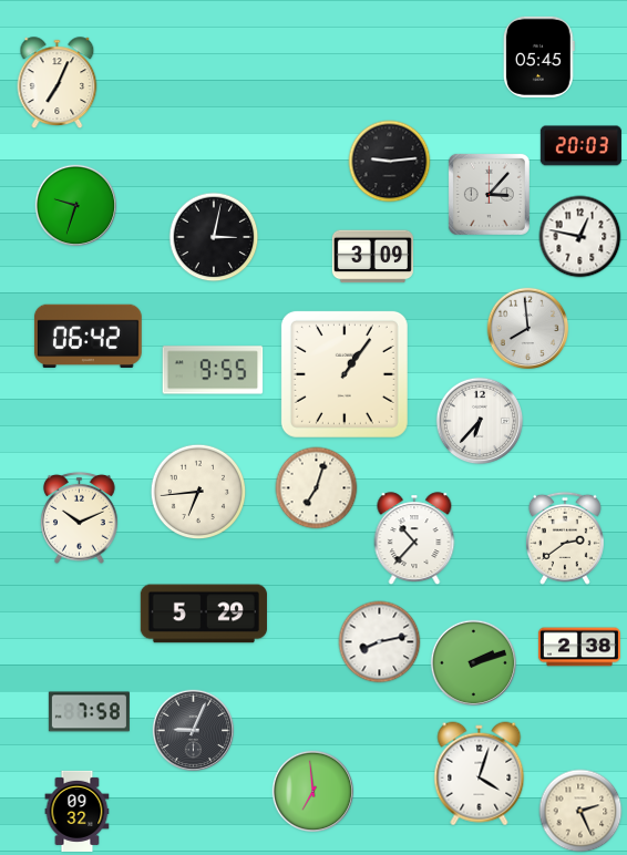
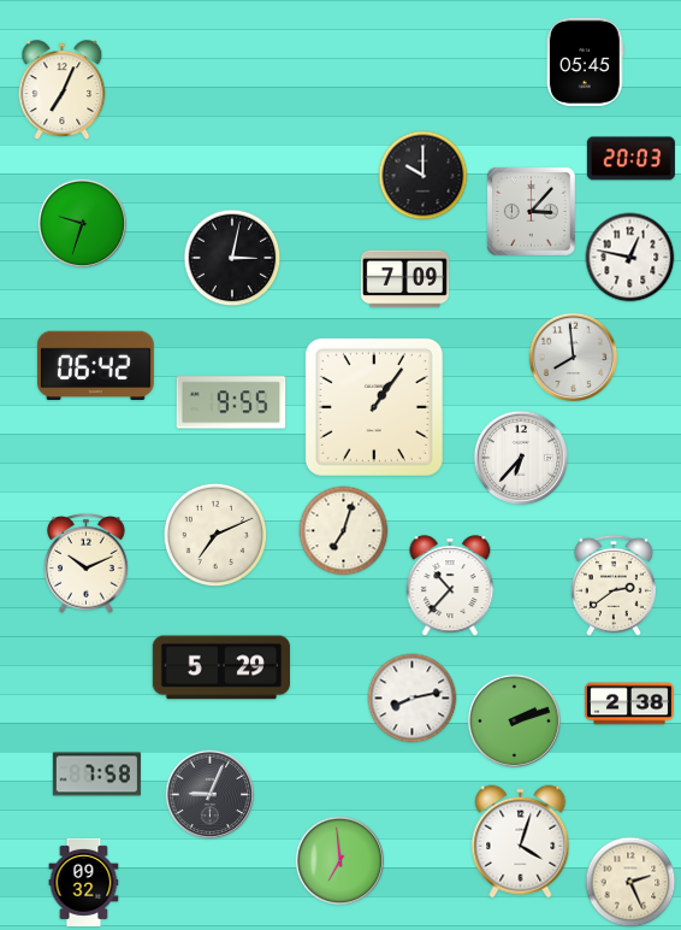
clock at (390, 162): 9:14 -> 10:00
clock at (372, 257): 3:09 -> 7:09
clock at (198, 492): 6:44 -> 7:11
